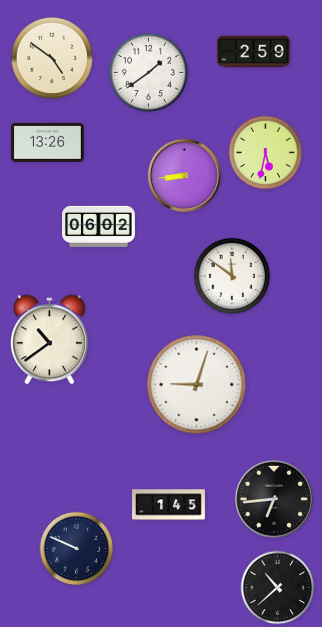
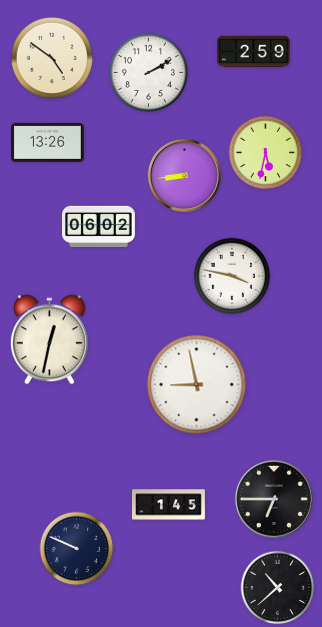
clock at (148, 72): 1:39 -> 2:10
clock at (232, 276): 11:51 -> 3:47
clock at (49, 340): 10:39 -> 12:32
clock at (197, 385): 9:03 -> 8:58
clock at (274, 499): 6:44 -> 6:45
